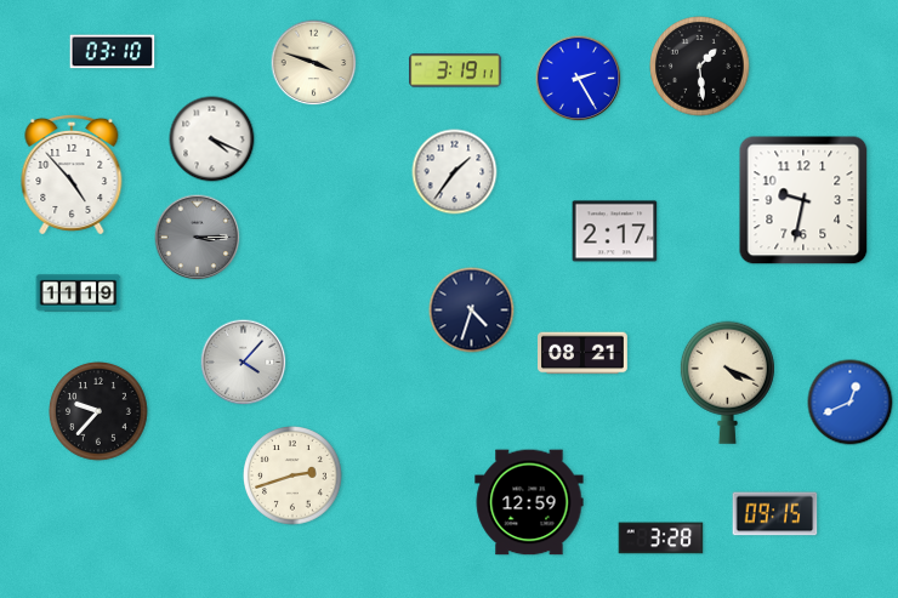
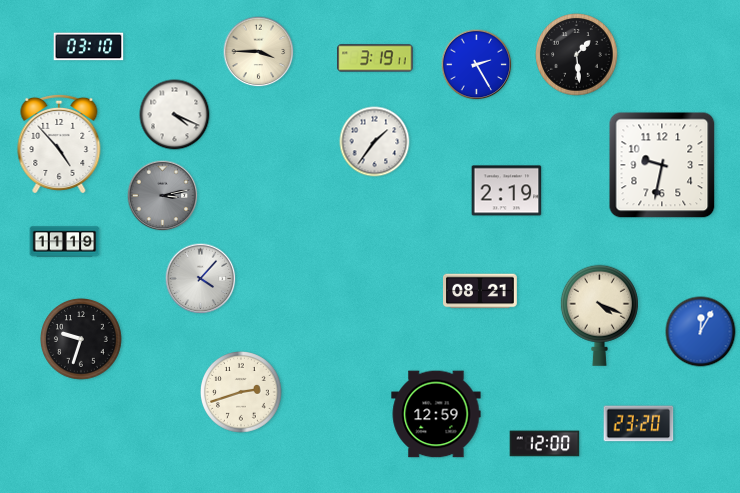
clock at (113, 52) position: (113, 52) -> (89, 47)
clock at (314, 63): 3:48 -> 3:45
clock at (615, 232): 2:17 -> 2:19
clock at (198, 238): 3:15 -> 3:13
clock at (472, 311): 4:33 -> none
clock at (244, 363) position: (244, 363) -> (201, 279)
clock at (851, 403): 12:41 -> 12:05
clock at (100, 412): 9:37 -> 9:33
clock at (775, 514): 09:15 -> 23:20
clock at (661, 539): 3:28 -> 12:00
